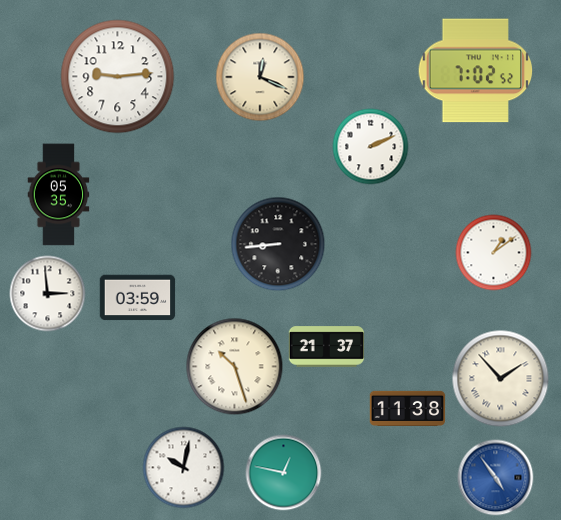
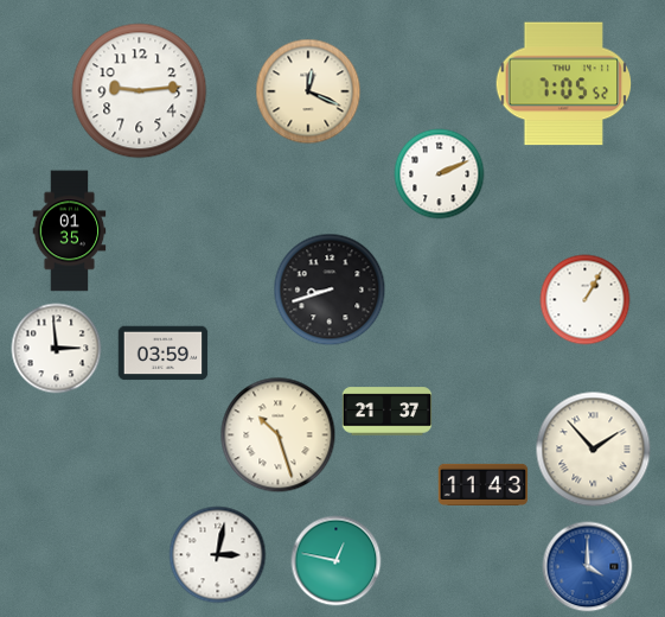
clock at (476, 71): 7:02 -> 7:05
clock at (59, 195): 05:35 -> 01:35
clock at (278, 244): 8:44 -> 8:42
clock at (494, 253): 1:09 -> 1:05
clock at (408, 408): 11:38 -> 11:43
clock at (184, 468): 10:02 -> 3:02
clock at (496, 478): 4:54 -> 4:00
